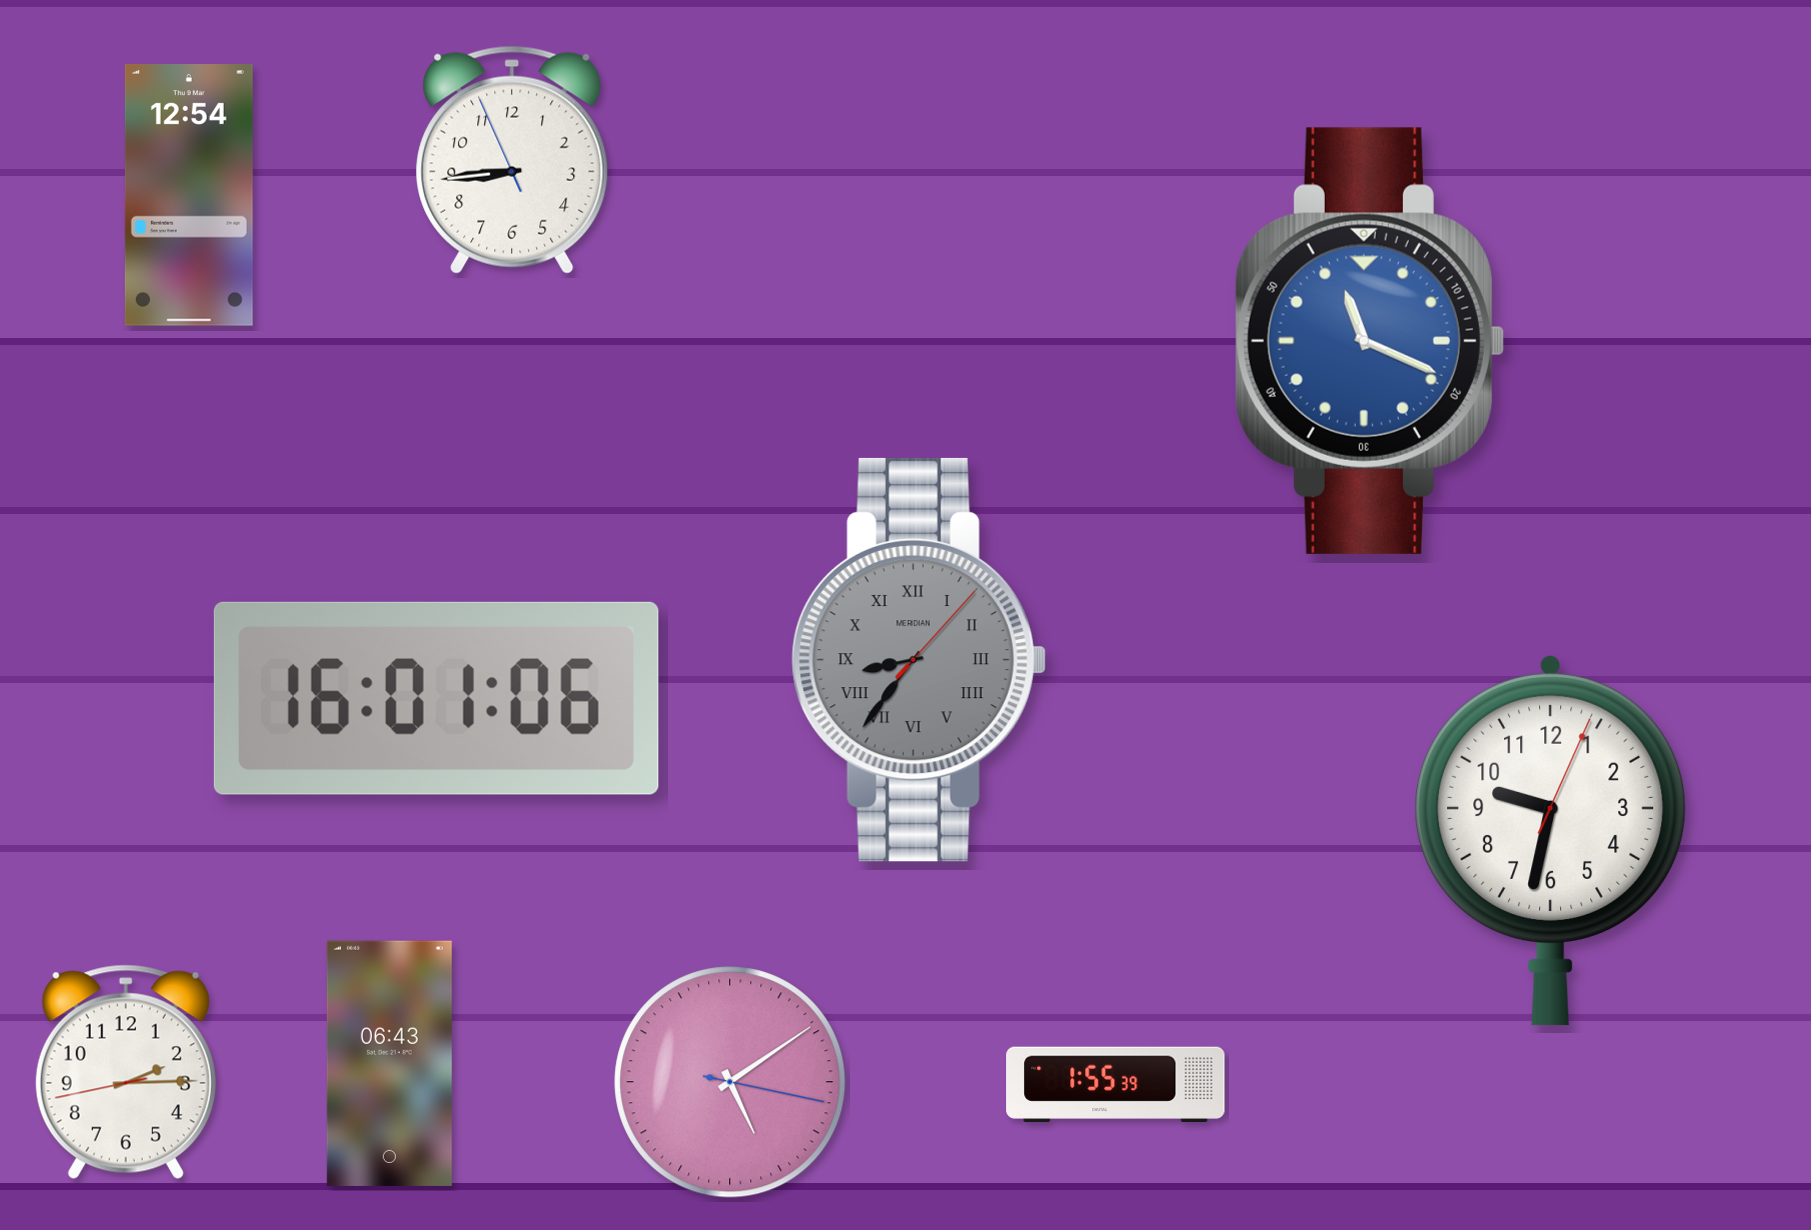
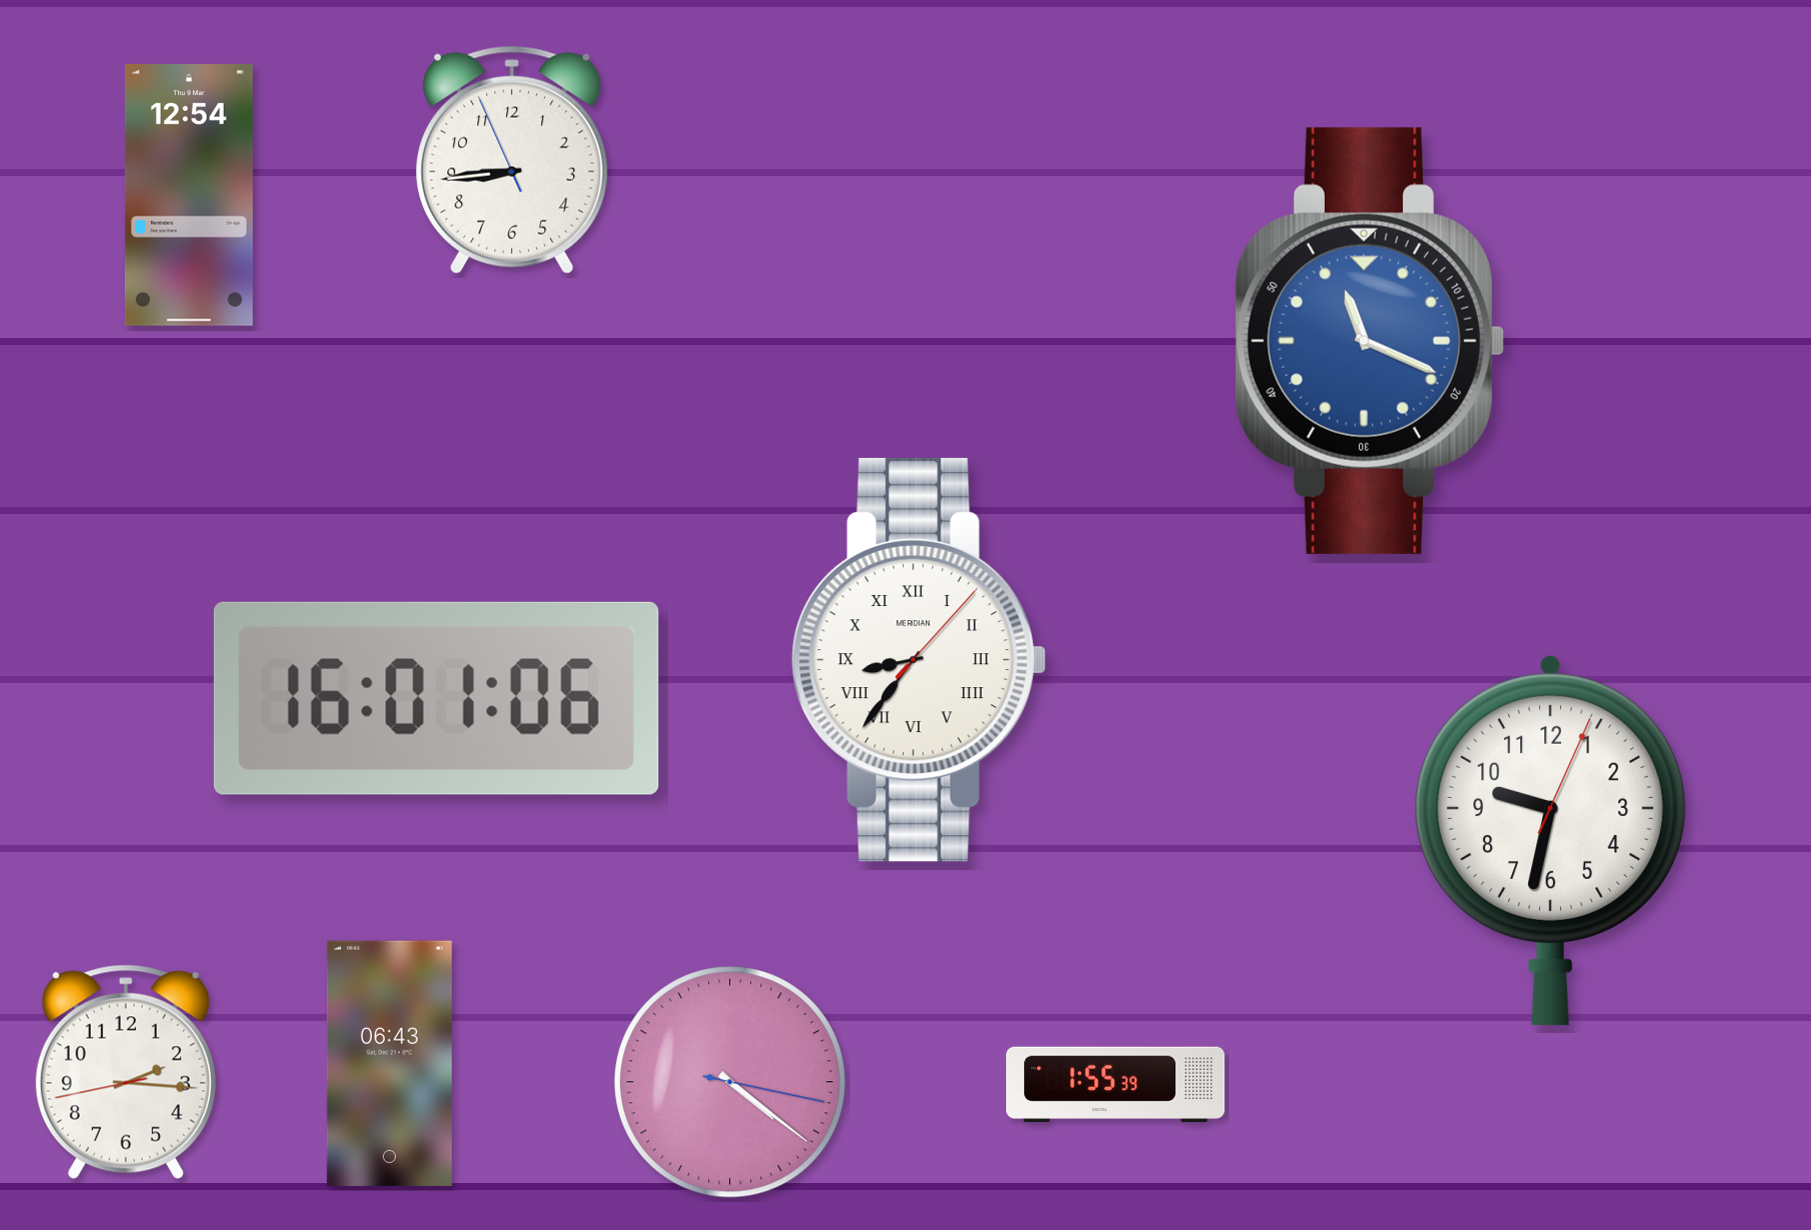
clock at (919, 660) dial: grey -> white
clock at (126, 1072): 2:14 -> 2:15
clock at (730, 1082): 5:09 -> 4:21
